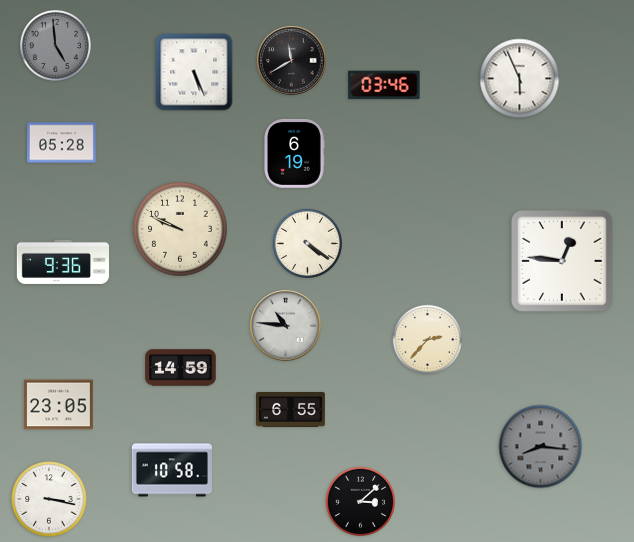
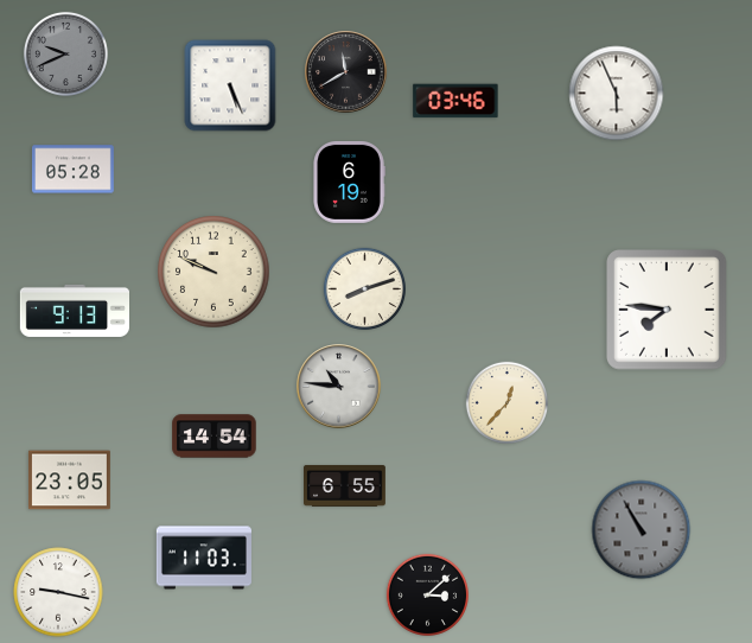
clock at (55, 45): 4:59 -> 9:41
clock at (307, 243): 4:21 -> 8:12
clock at (62, 262): 9:36 -> 9:13
clock at (563, 262): 12:46 -> 7:46
clock at (427, 339): 2:37 -> 12:37
clock at (181, 368): 14:59 -> 14:54
clock at (541, 447): 8:16 -> 10:55
clock at (172, 470): 10:58 -> 11:03
clock at (49, 499): 3:17 -> 9:17
